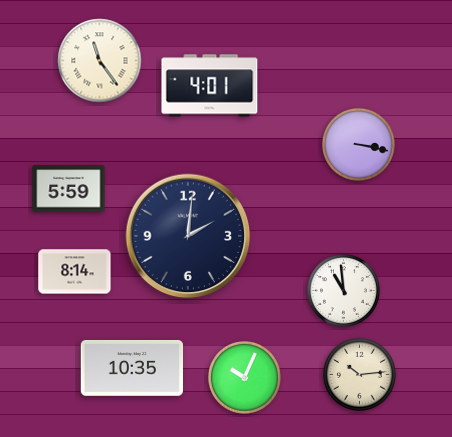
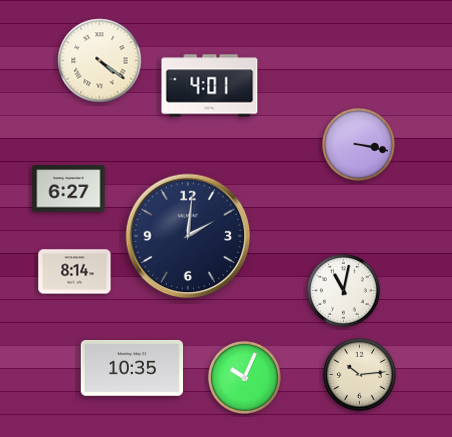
clock at (100, 61): 11:24 -> 4:21
clock at (69, 189): 5:59 -> 6:27
clock at (344, 291): 10:59 -> 11:02
